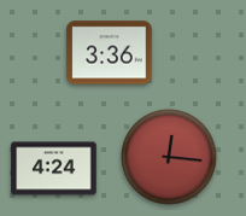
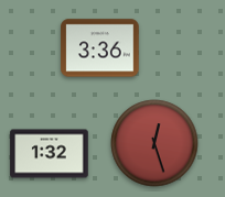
clock at (169, 157): 12:16 -> 12:27
clock at (54, 169): 4:24 -> 1:32
